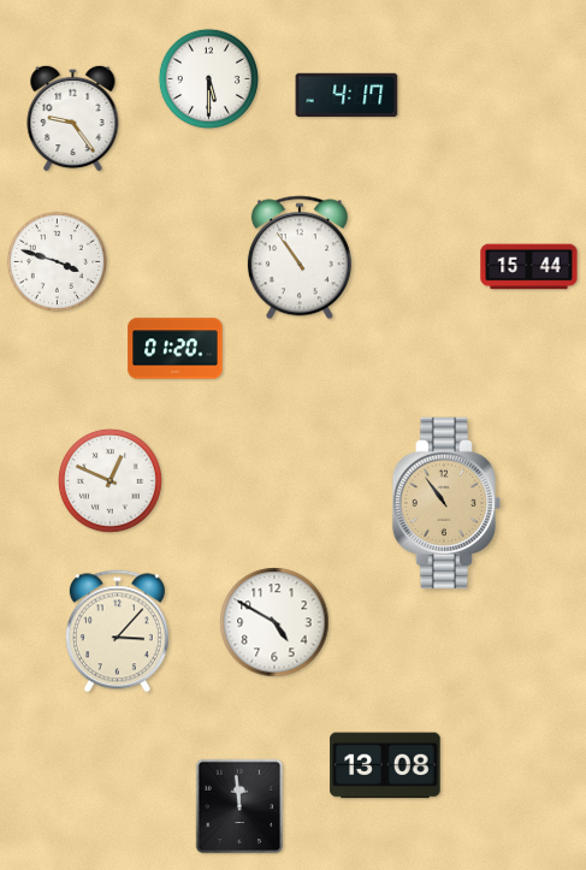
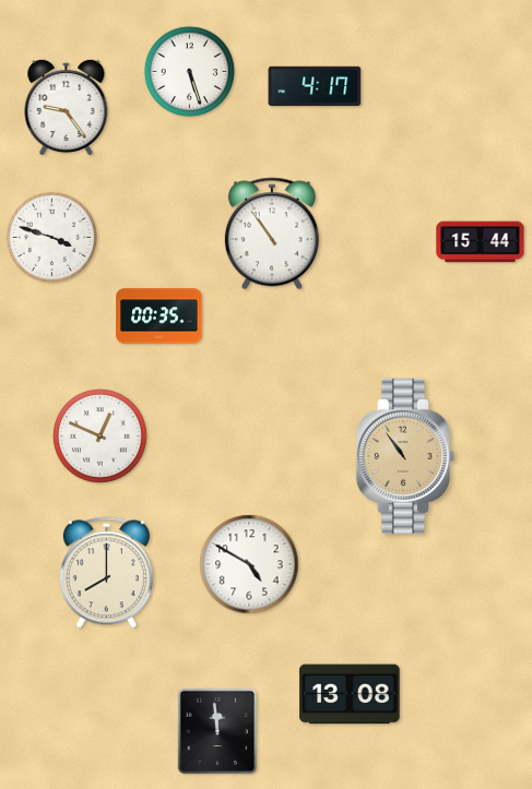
clock at (208, 78): 5:30 -> 5:27
clock at (176, 349): 01:20 -> 00:35
clock at (117, 632): 3:07 -> 8:00
